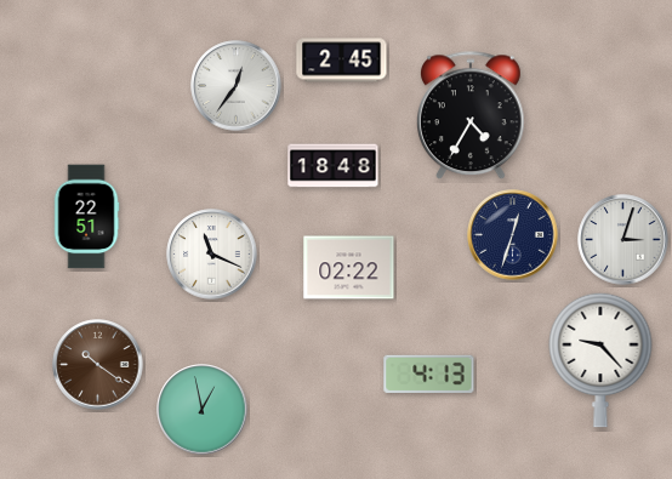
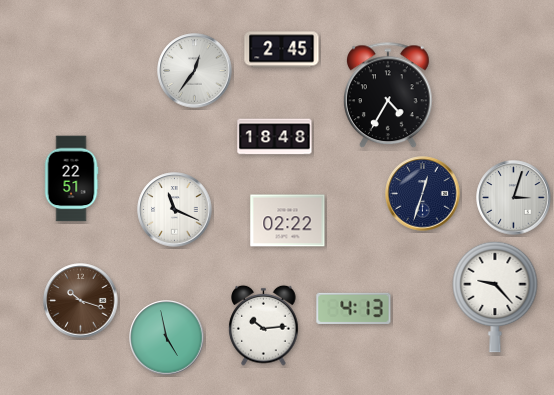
clock at (98, 365): 10:21 -> 10:18
clock at (264, 325): none -> 10:14
clock at (203, 410): 12:58 -> 4:58
